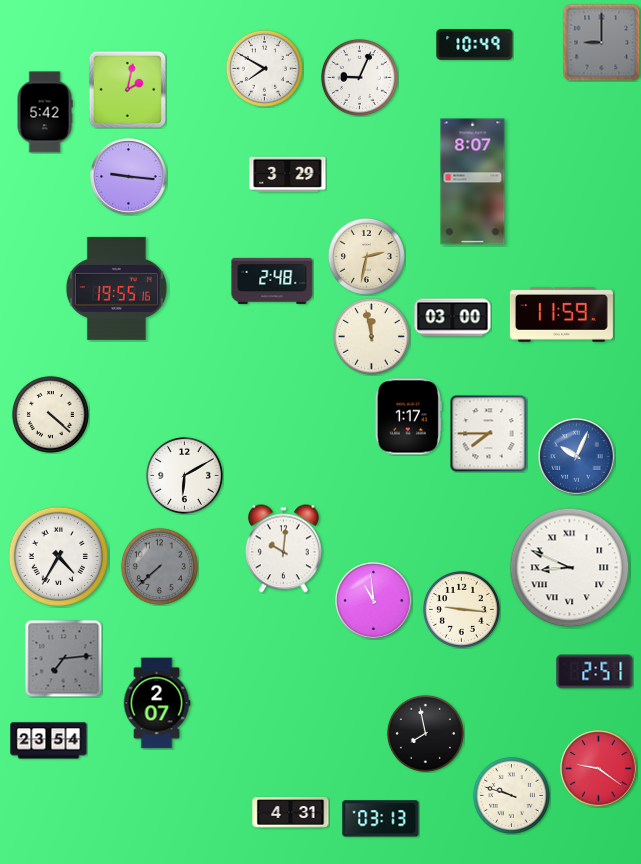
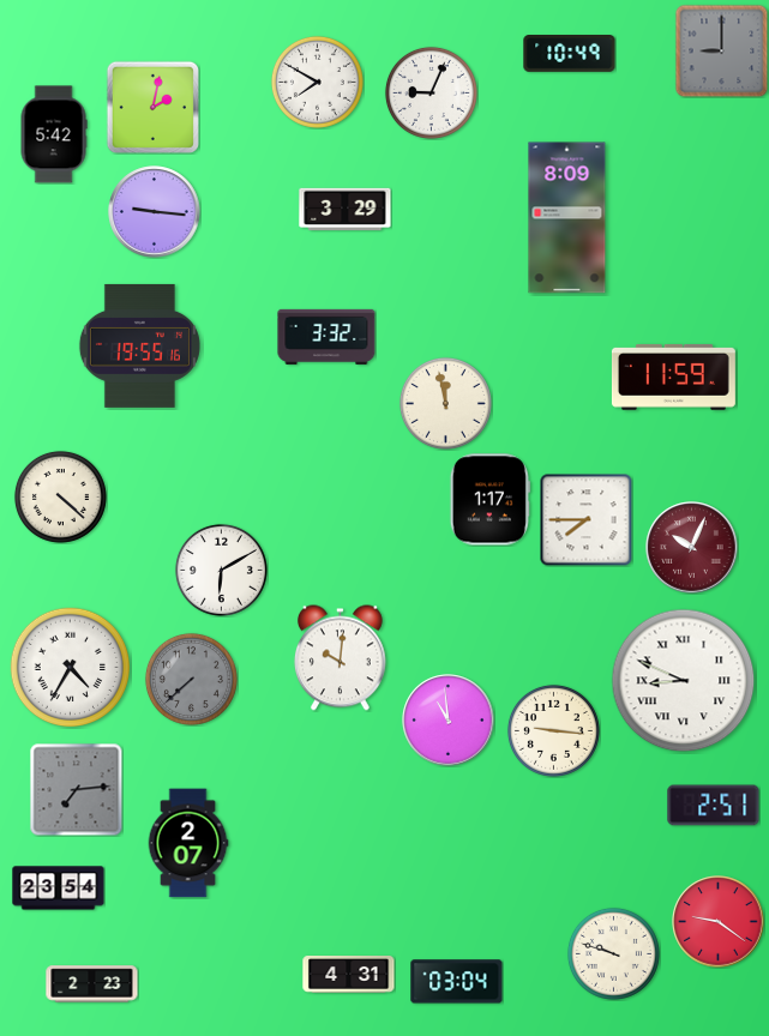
clock at (473, 182): 8:07 -> 8:09
clock at (366, 256): 2:32 -> none
clock at (272, 281): 2:48 -> 3:32
clock at (453, 318): 03:00 -> none
clock at (577, 457) dial: blue -> burgundy
clock at (425, 733): 7:58 -> none
clock at (381, 819): 03:13 -> 03:04
clock at (92, 984): none -> 2:23
